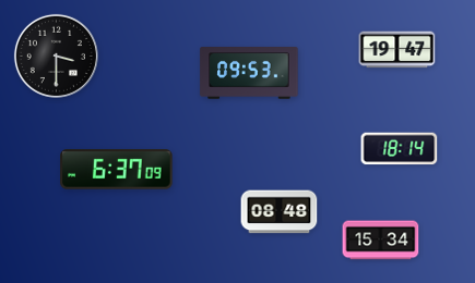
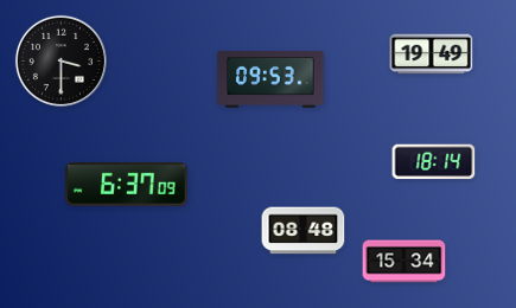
clock at (397, 50): 19:47 -> 19:49
clock at (381, 241) position: (381, 241) -> (404, 262)
